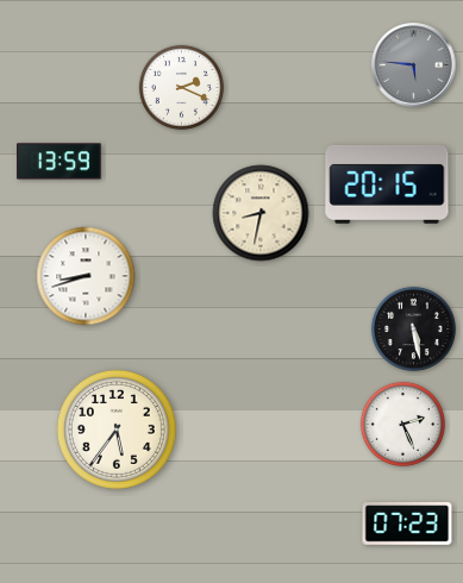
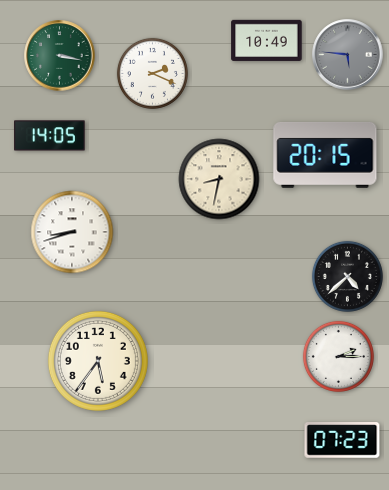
clock at (267, 40): none -> 10:49
clock at (60, 56): none -> 3:17
clock at (60, 162): 13:59 -> 14:05
clock at (413, 328): 5:28 -> 4:38
clock at (402, 424): 2:26 -> 2:15
